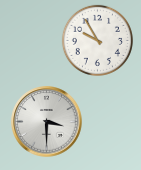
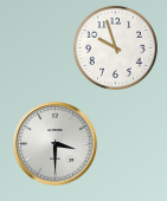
clock at (97, 40): 9:55 -> 9:57
